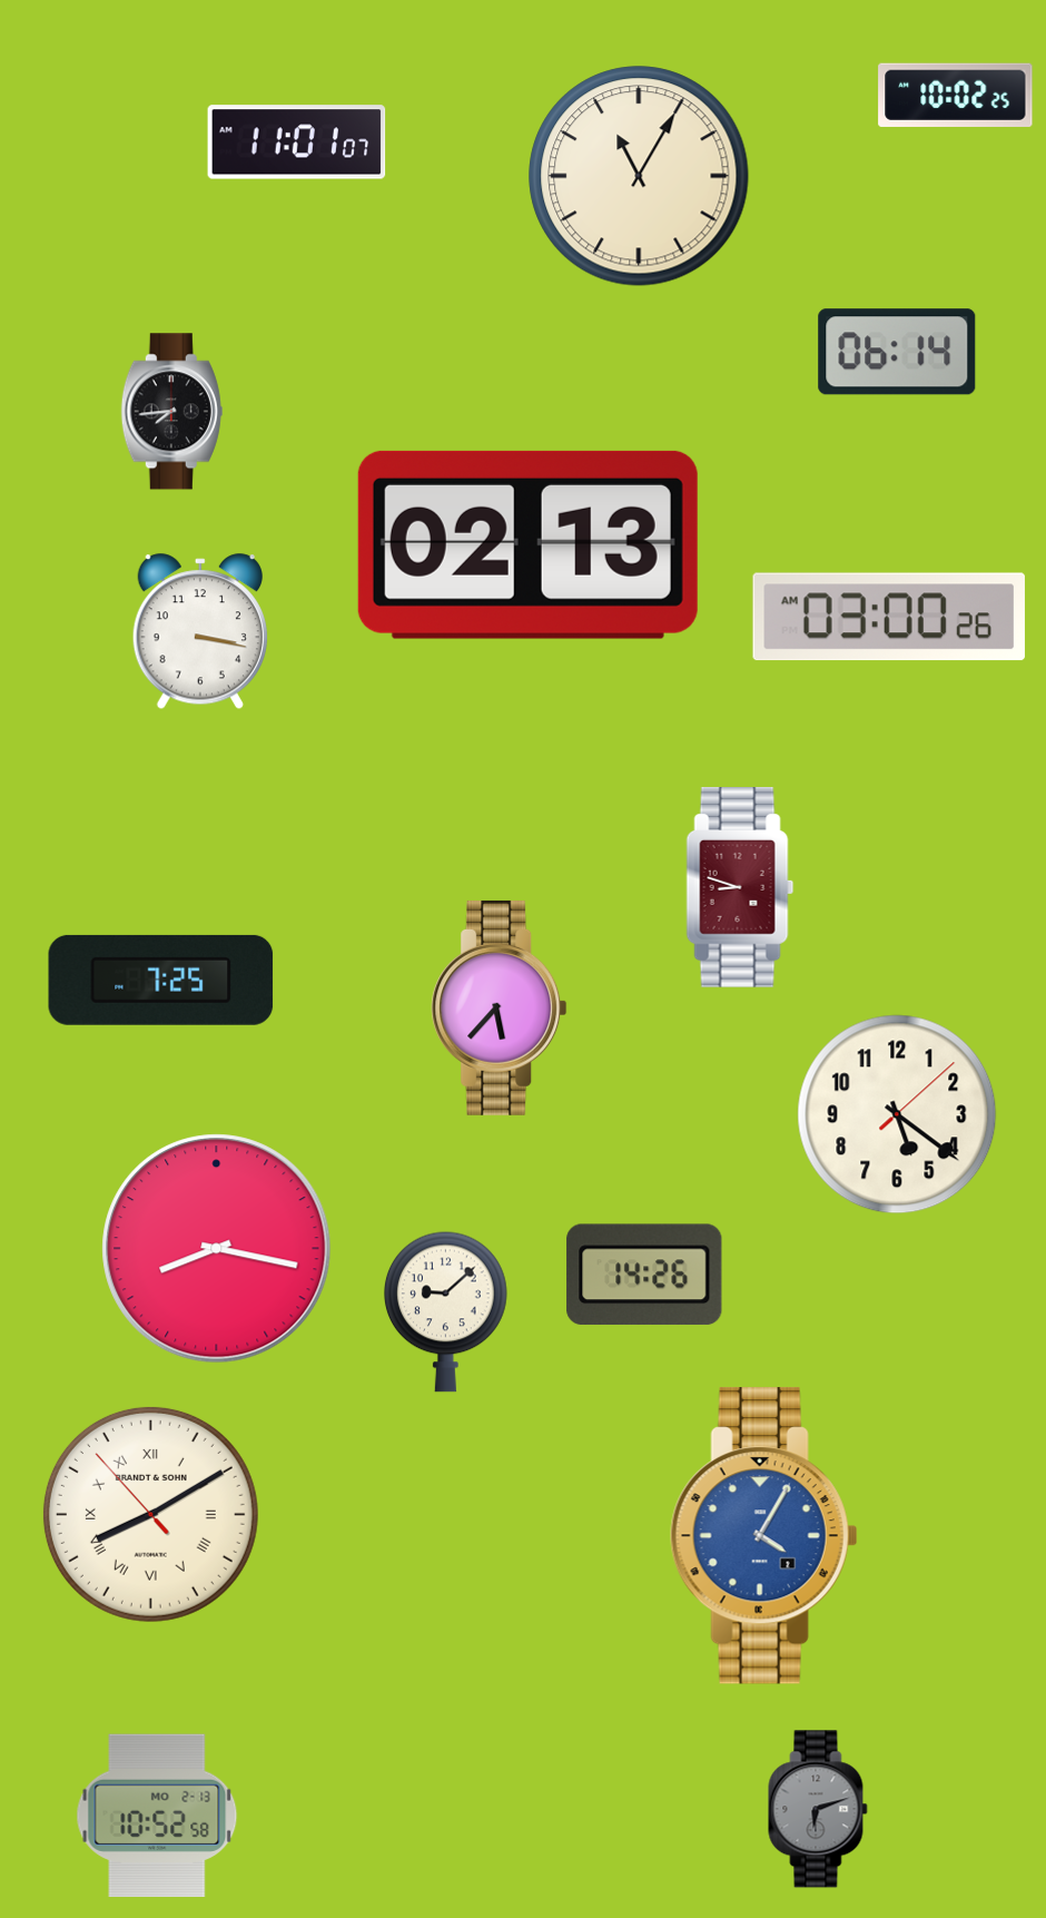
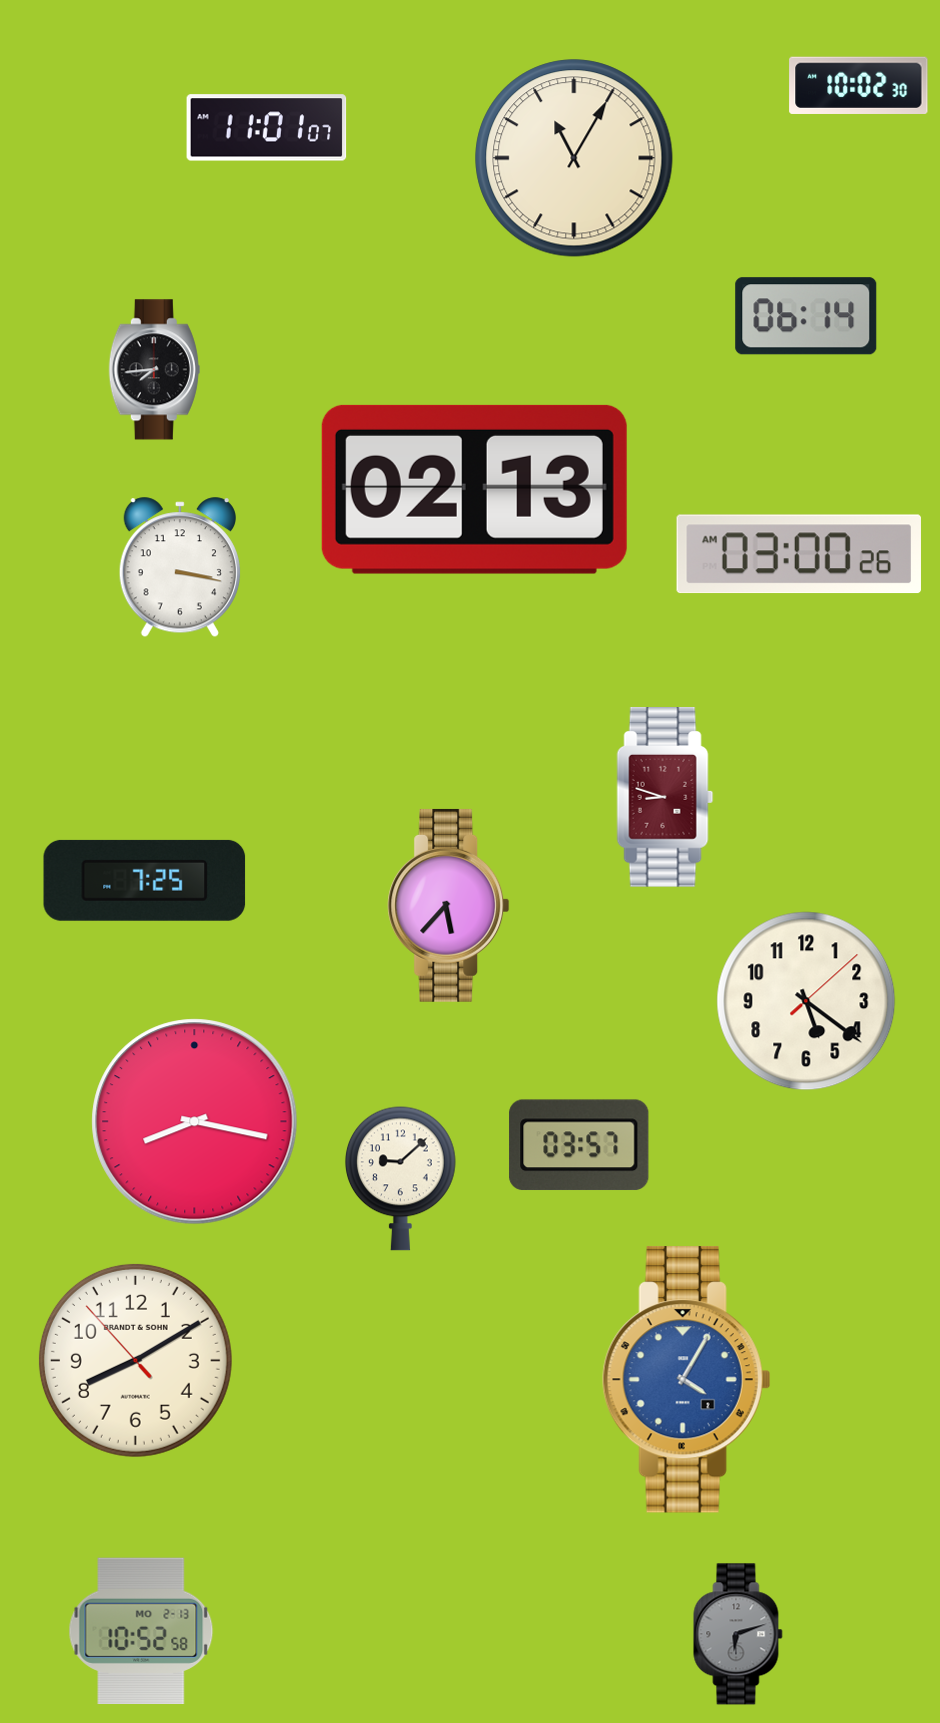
clock at (956, 95): 10:02:25 -> 10:02:30
clock at (644, 1275): 14:26 -> 03:57
clock at (150, 1514) numerals: Roman -> Arabic
clock at (818, 1809) position: (818, 1809) -> (738, 1634)
